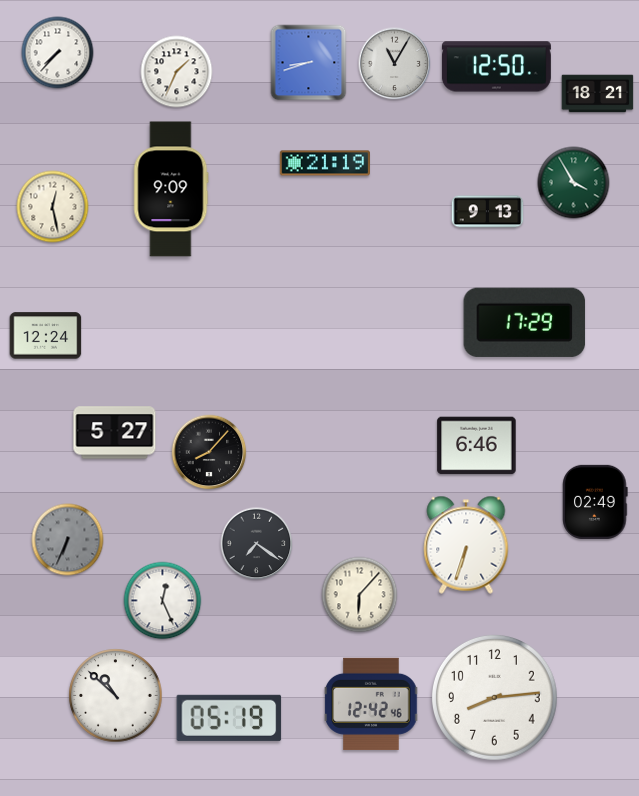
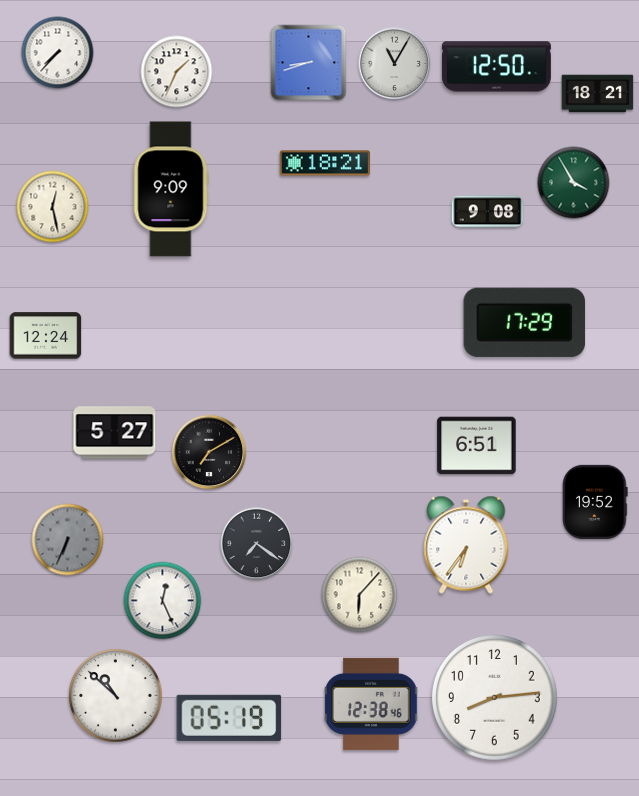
clock at (324, 163): 21:19 -> 18:21
clock at (488, 212): 9:13 -> 9:08
clock at (477, 446): 6:46 -> 6:51
clock at (209, 452): 8:07 -> 7:10
clock at (595, 502): 02:49 -> 19:52
clock at (466, 545): 6:33 -> 6:36
clock at (371, 704): 12:42 -> 12:38
